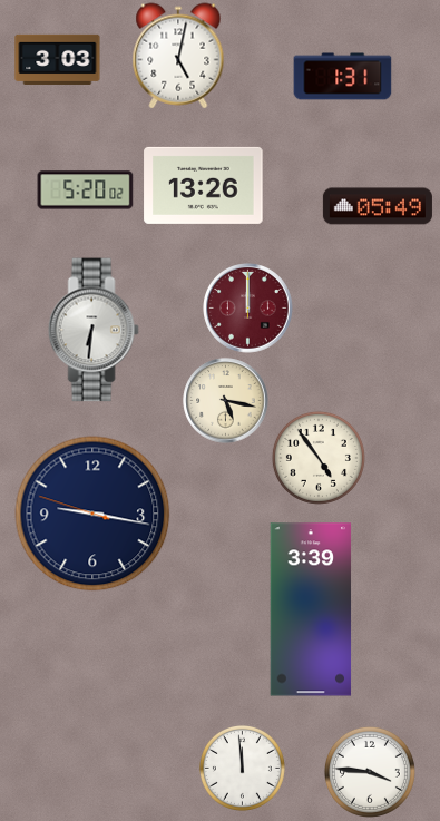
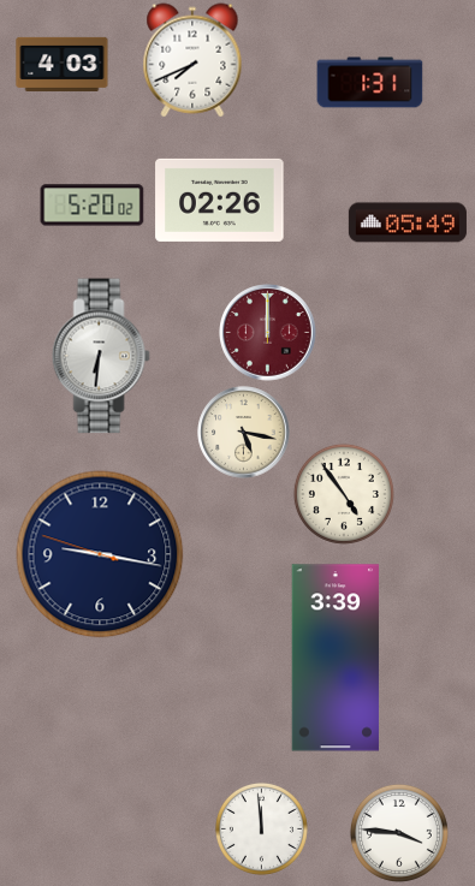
clock at (178, 56): 5:02 -> 7:41
clock at (58, 59): 3:03 -> 4:03
clock at (204, 185): 13:26 -> 02:26
